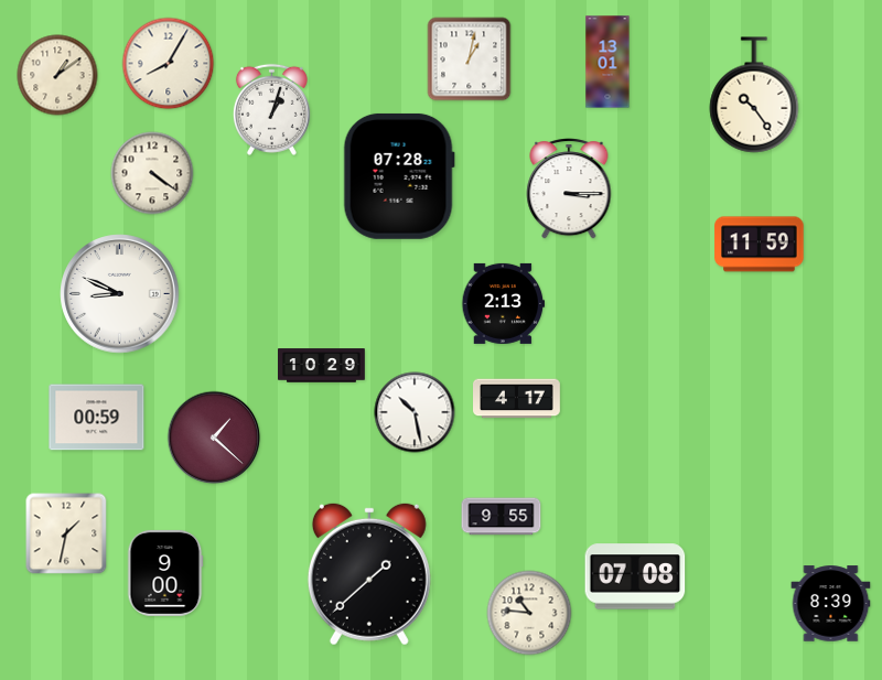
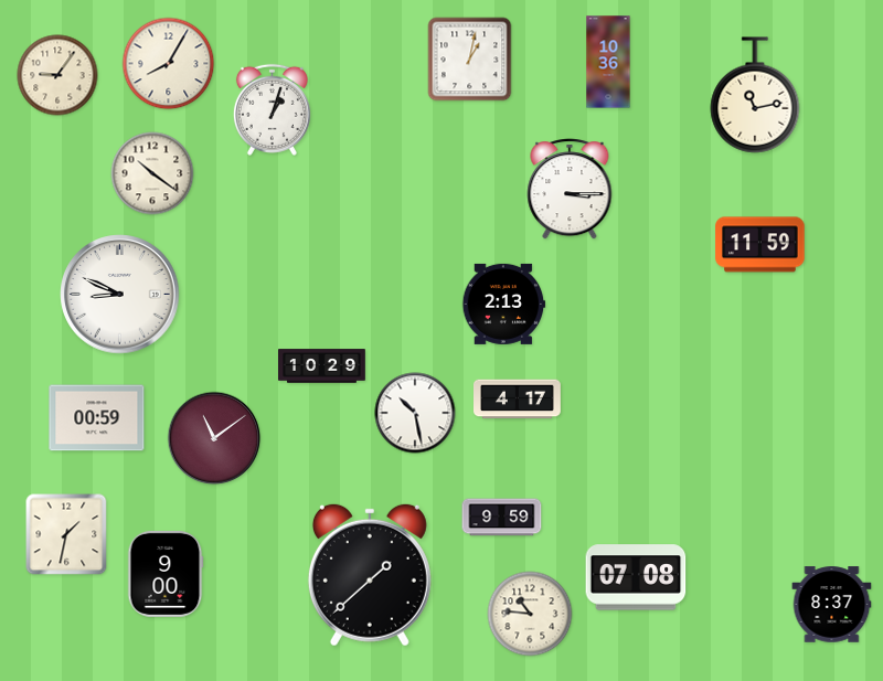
clock at (607, 62): 13:01 -> 10:36
clock at (57, 75): 1:09 -> 9:06
clock at (754, 95): 10:24 -> 11:13
clock at (152, 173): 4:21 -> 10:21
clock at (399, 176): 07:28 -> none
clock at (214, 438): 1:22 -> 11:09
clock at (502, 517): 9:55 -> 9:59
clock at (831, 604): 8:39 -> 8:37
